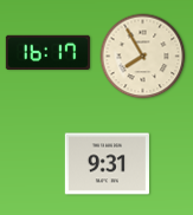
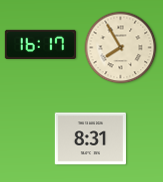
clock at (107, 164): 9:31 -> 8:31
